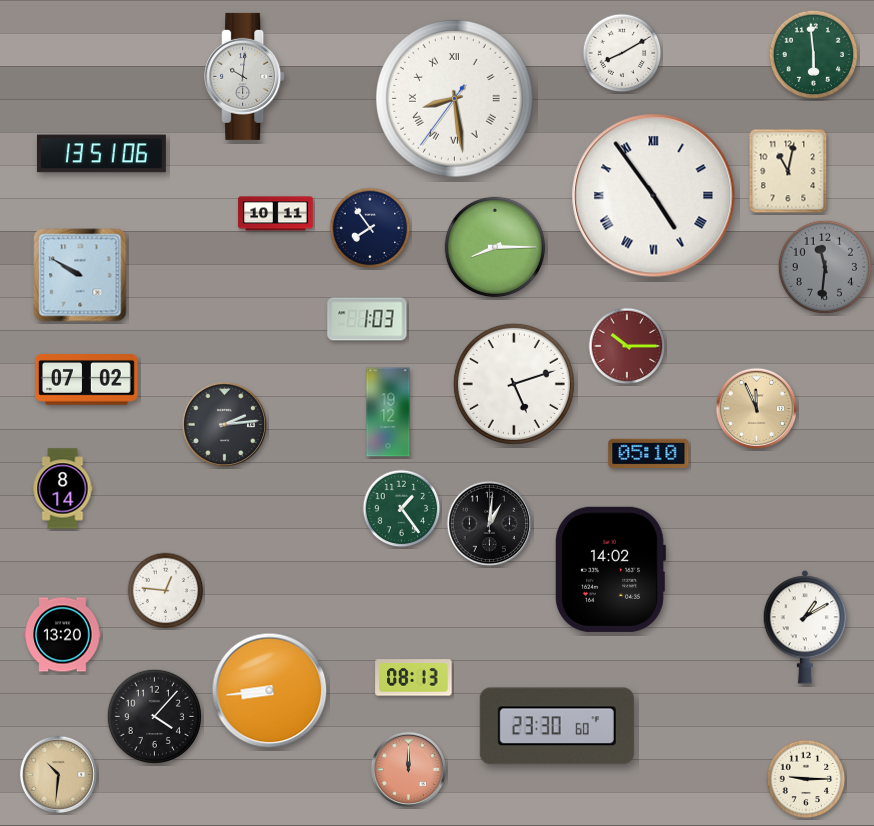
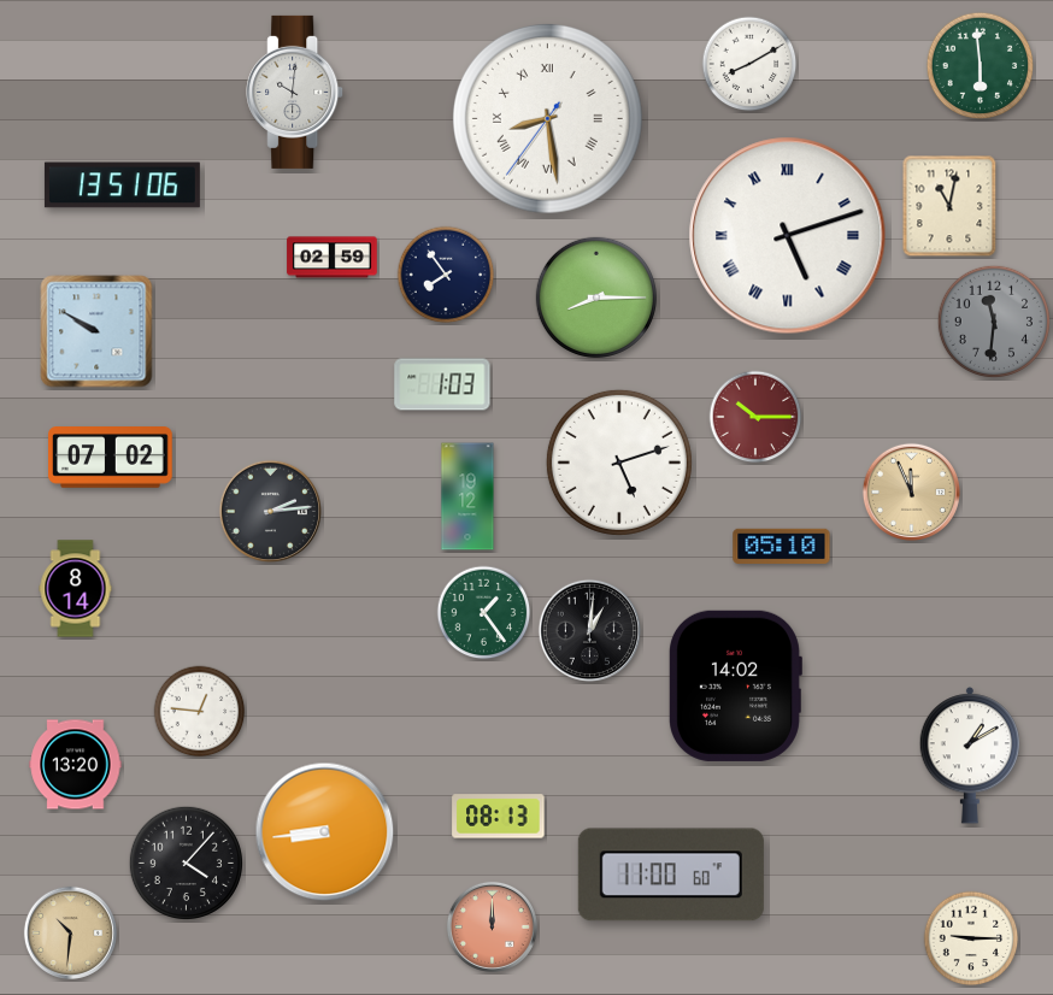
clock at (654, 196): 4:54 -> 5:12
clock at (276, 214): 10:11 -> 02:59
clock at (87, 380) position: (87, 380) -> (111, 458)
clock at (557, 726): 23:30 -> 11:00
